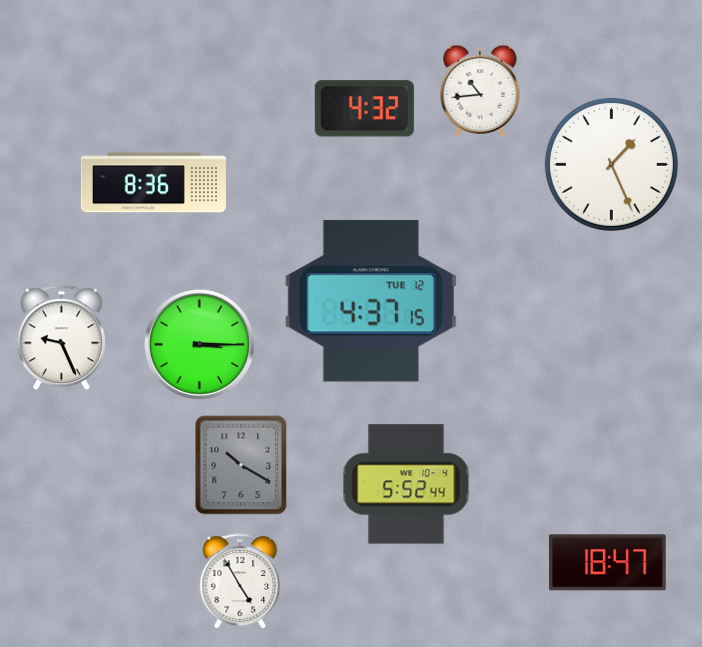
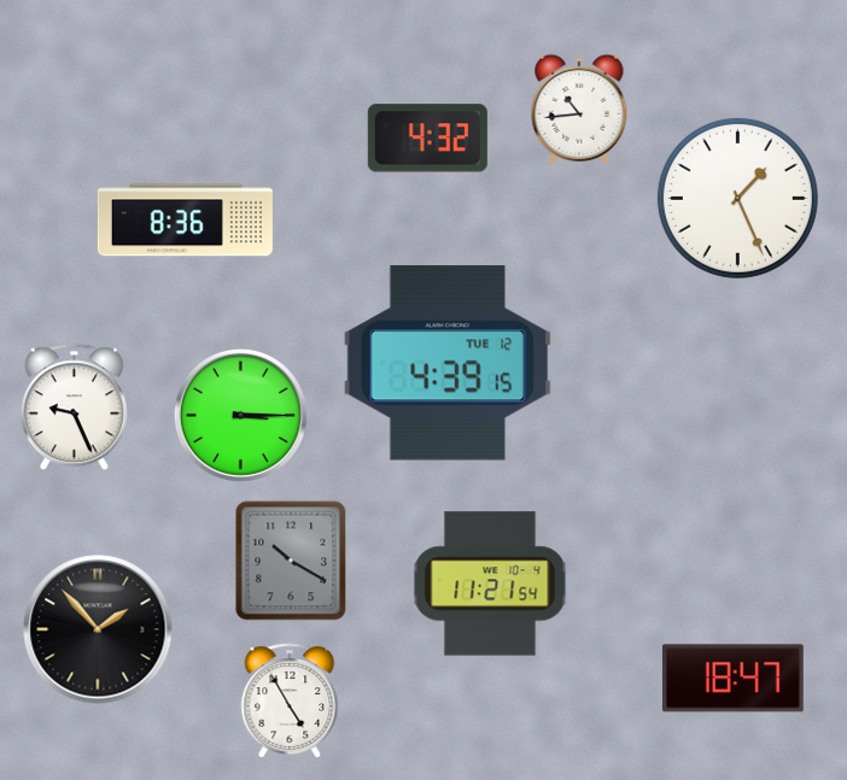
clock at (364, 109) position: (364, 109) -> (427, 139)
clock at (371, 301): 4:37 -> 4:39
clock at (406, 484): 5:52 -> 11:21
clock at (98, 629): none -> 1:53
